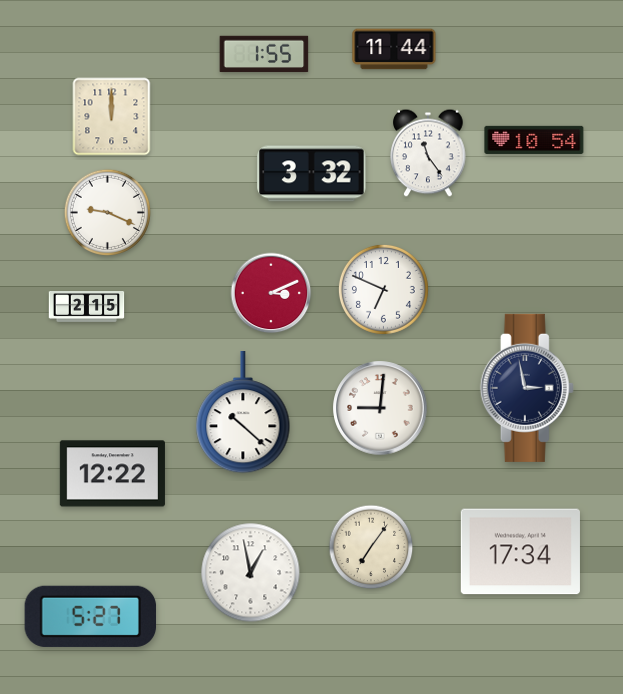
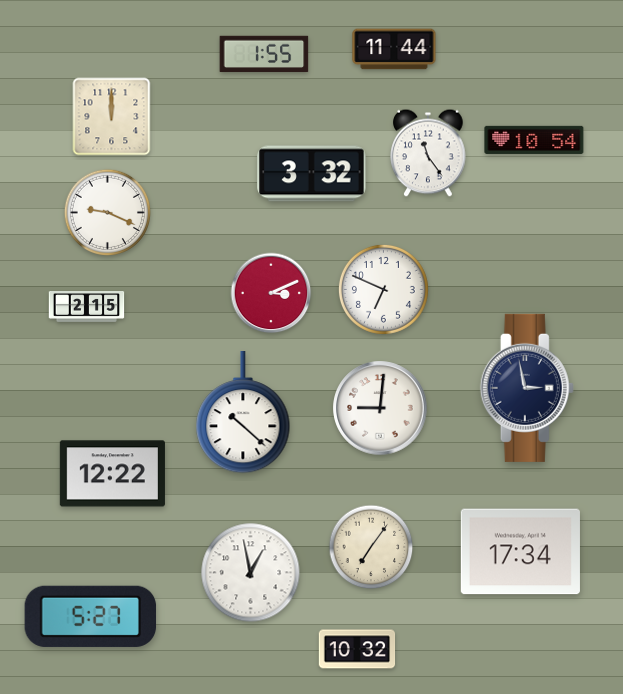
clock at (357, 649): none -> 10:32
